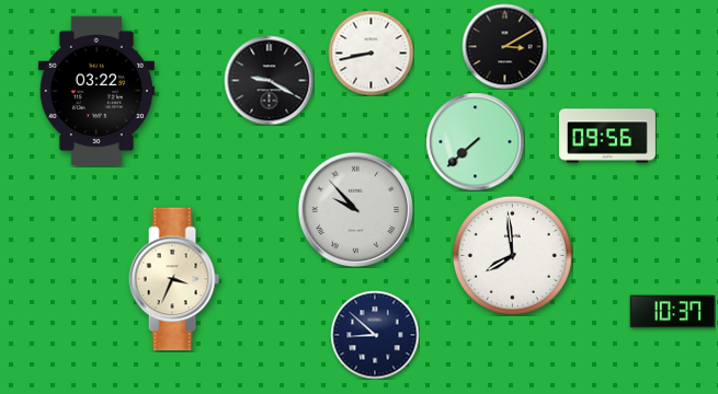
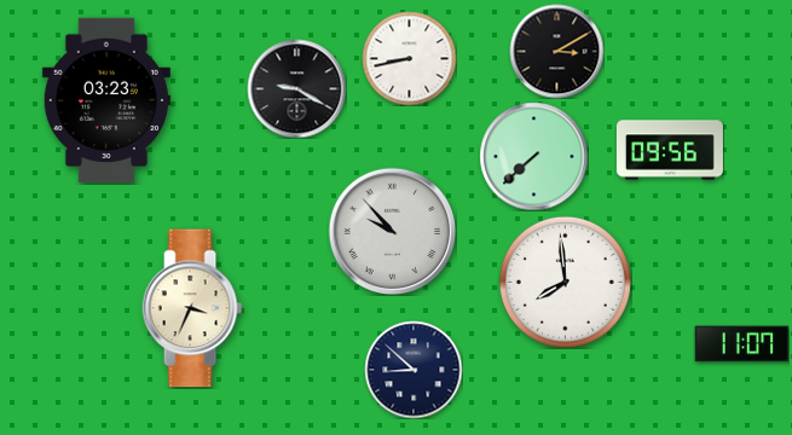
clock at (96, 91): 03:22 -> 03:23
clock at (475, 141) position: (475, 141) -> (533, 156)
clock at (672, 312): 10:37 -> 11:07
